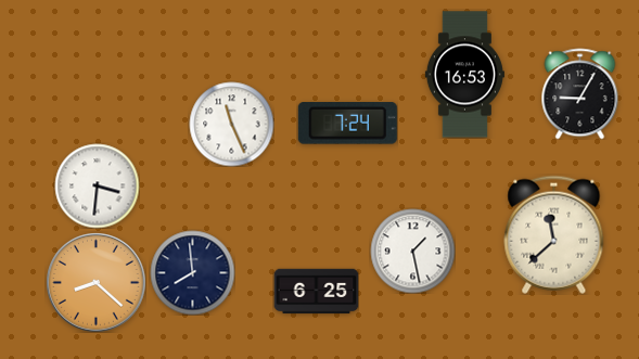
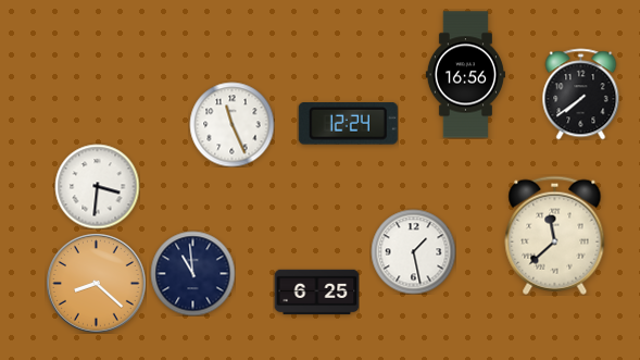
clock at (464, 75): 16:53 -> 16:56
clock at (580, 93): 9:05 -> 7:39
clock at (347, 124): 7:24 -> 12:24
clock at (192, 272): 7:59 -> 10:59
